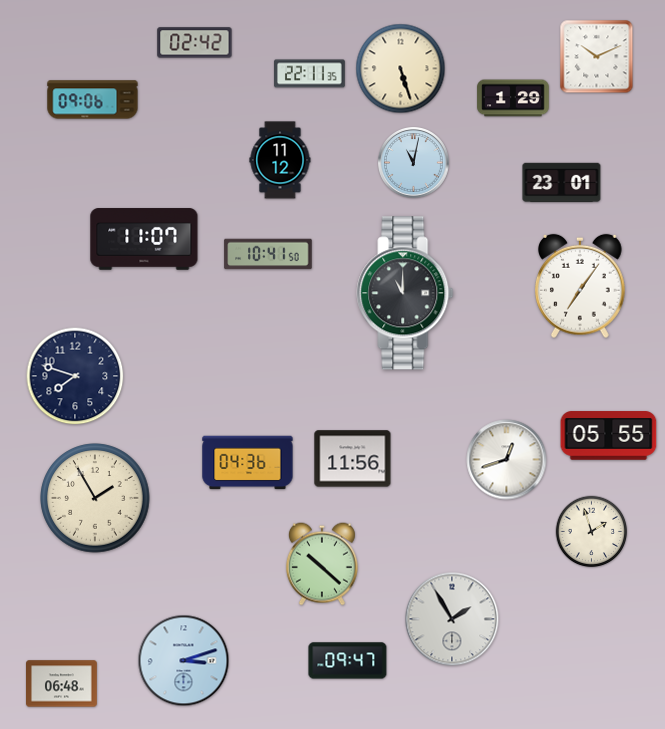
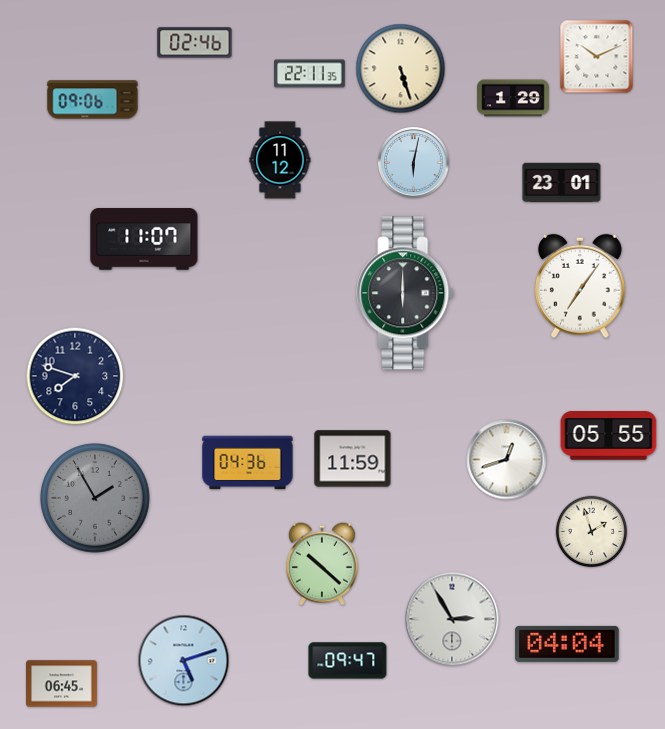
clock at (195, 43): 02:42 -> 02:46
clock at (414, 163): 11:02 -> 6:02
clock at (268, 254): 10:41 -> none
clock at (405, 293): 11:00 -> 6:00
clock at (353, 459): 11:56 -> 11:59
clock at (95, 498) dial: cream -> grey
clock at (452, 619): 1:55 -> 2:55
clock at (567, 644): none -> 04:04
clock at (184, 661): 3:12 -> 5:12
clock at (62, 684): 06:48 -> 06:45
